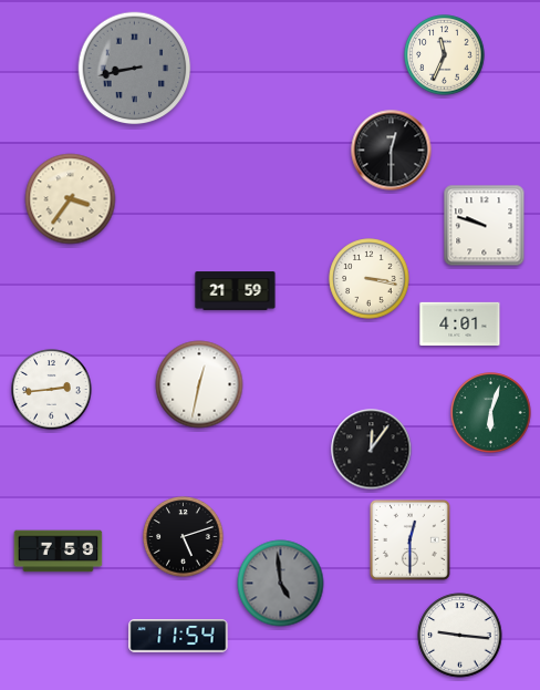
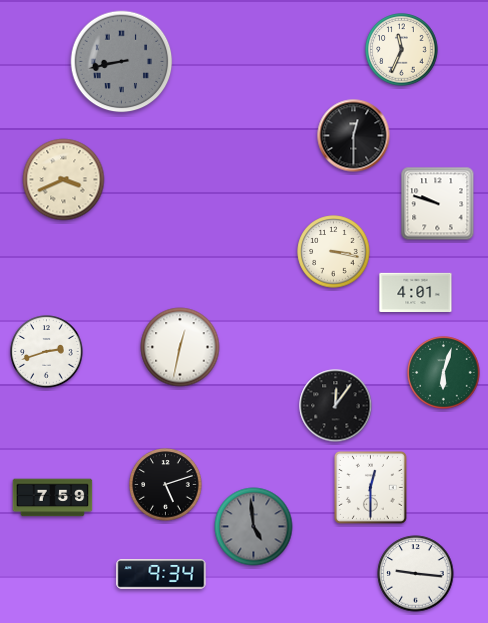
clock at (71, 199): 3:36 -> 3:41
clock at (236, 291): 21:59 -> none
clock at (52, 390): 2:44 -> 2:42
clock at (178, 636): 11:54 -> 9:34
